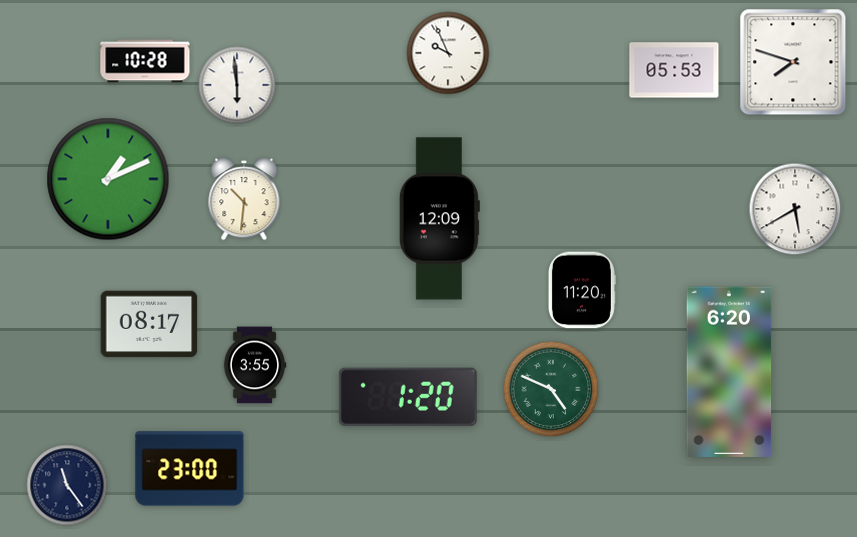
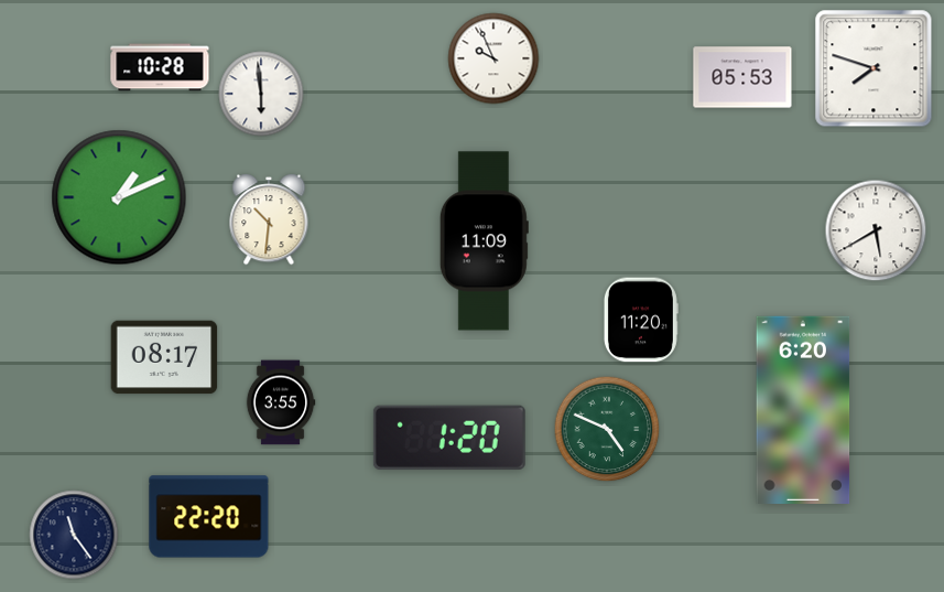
clock at (439, 219): 12:09 -> 11:09
clock at (190, 469): 23:00 -> 22:20
